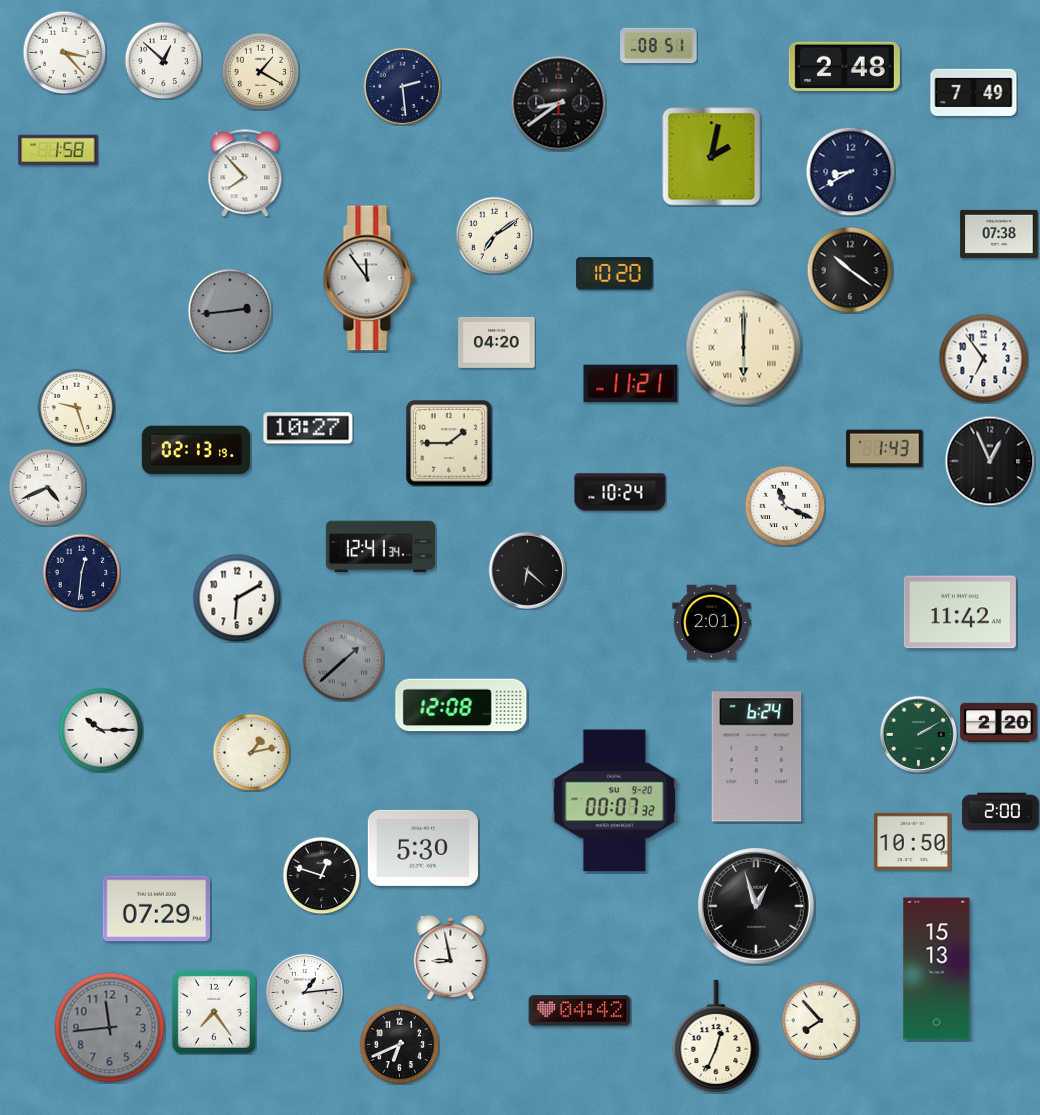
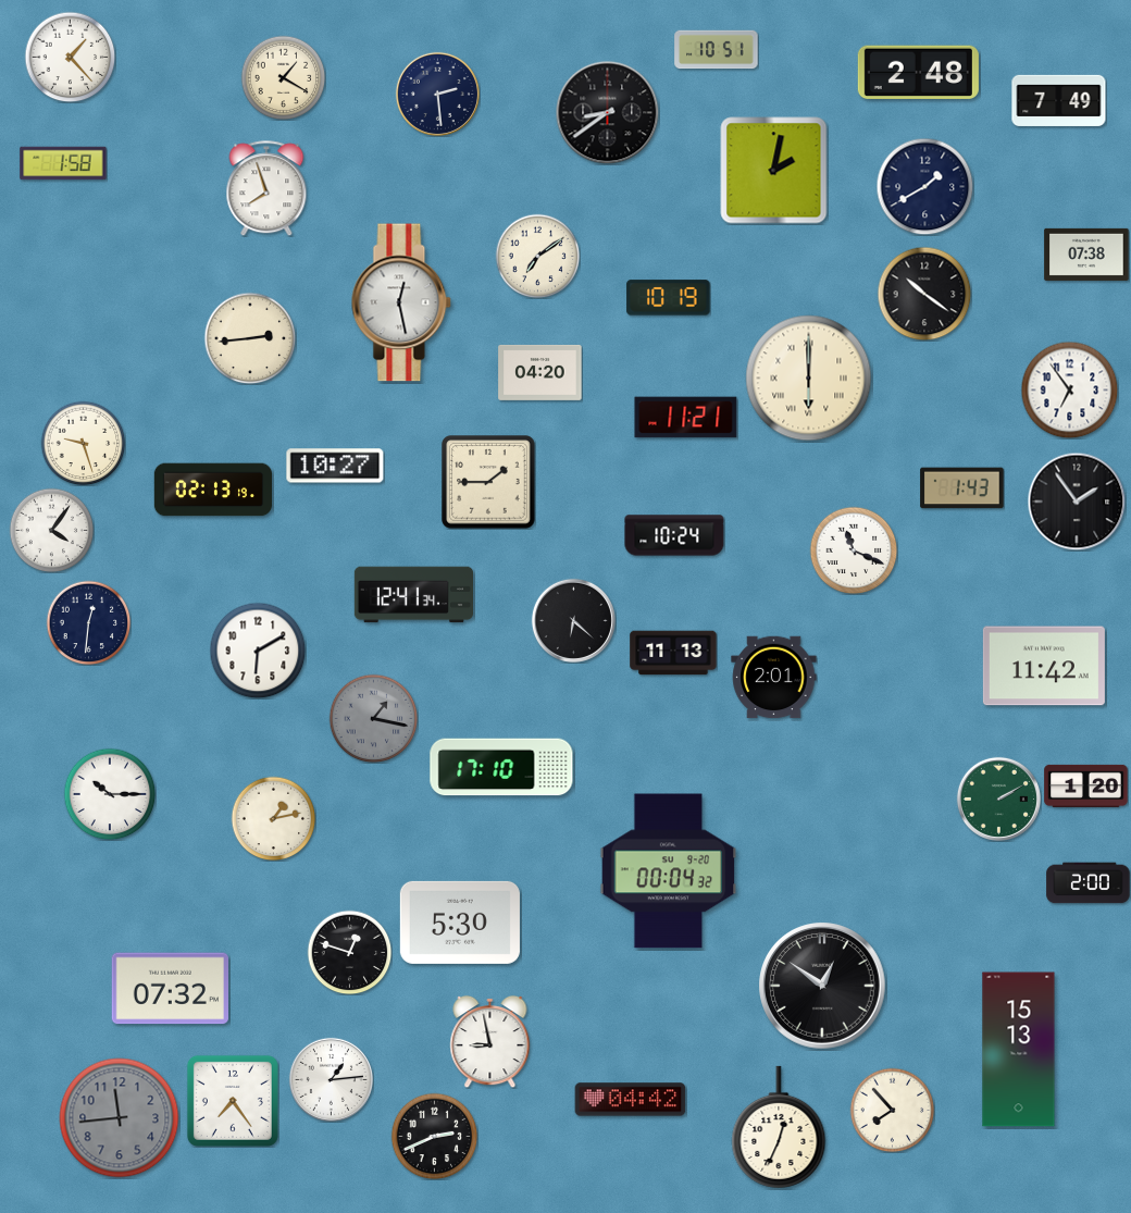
clock at (659, 46): 08:51 -> 10:51
clock at (64, 52): 3:23 -> 1:23
clock at (163, 60): 12:52 -> none
clock at (850, 171): 8:40 -> 1:40
clock at (245, 173): 7:53 -> 7:57
clock at (615, 274): 10:20 -> 10:19
clock at (369, 278): 11:54 -> 12:28
clock at (230, 311) dial: grey -> cream
clock at (990, 461): 12:56 -> 1:54
clock at (47, 487): 4:41 -> 4:06
clock at (673, 653): none -> 11:13
clock at (343, 660): 1:38 -> 1:17
clock at (461, 705): 12:08 -> 17:10
clock at (999, 722): 2:20 -> 1:20
clock at (757, 757): 6:24 -> none
clock at (615, 801): 00:07 -> 00:04
clock at (913, 841): 10:50 -> none
clock at (756, 906): 12:57 -> 12:51
clock at (156, 909): 07:29 -> 07:32
clock at (937, 969) position: (937, 969) -> (1019, 1050)
clock at (399, 1044): 6:41 -> 2:41
